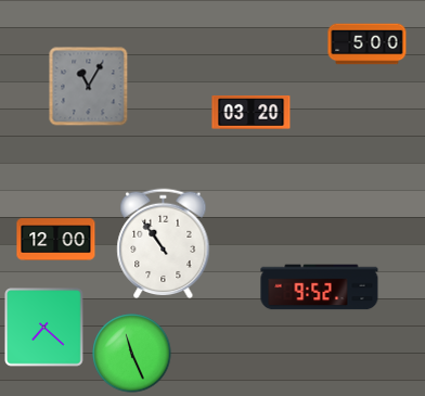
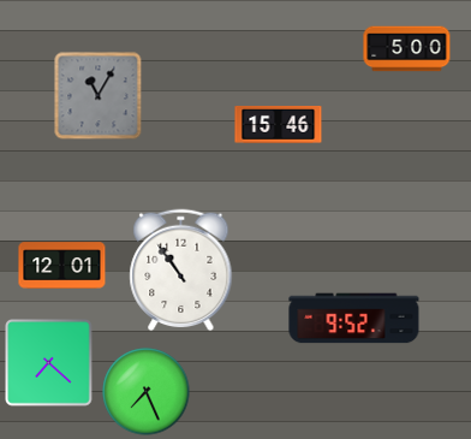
clock at (252, 113): 03:20 -> 15:46
clock at (56, 240): 12:00 -> 12:01
clock at (132, 354): 11:26 -> 7:26
